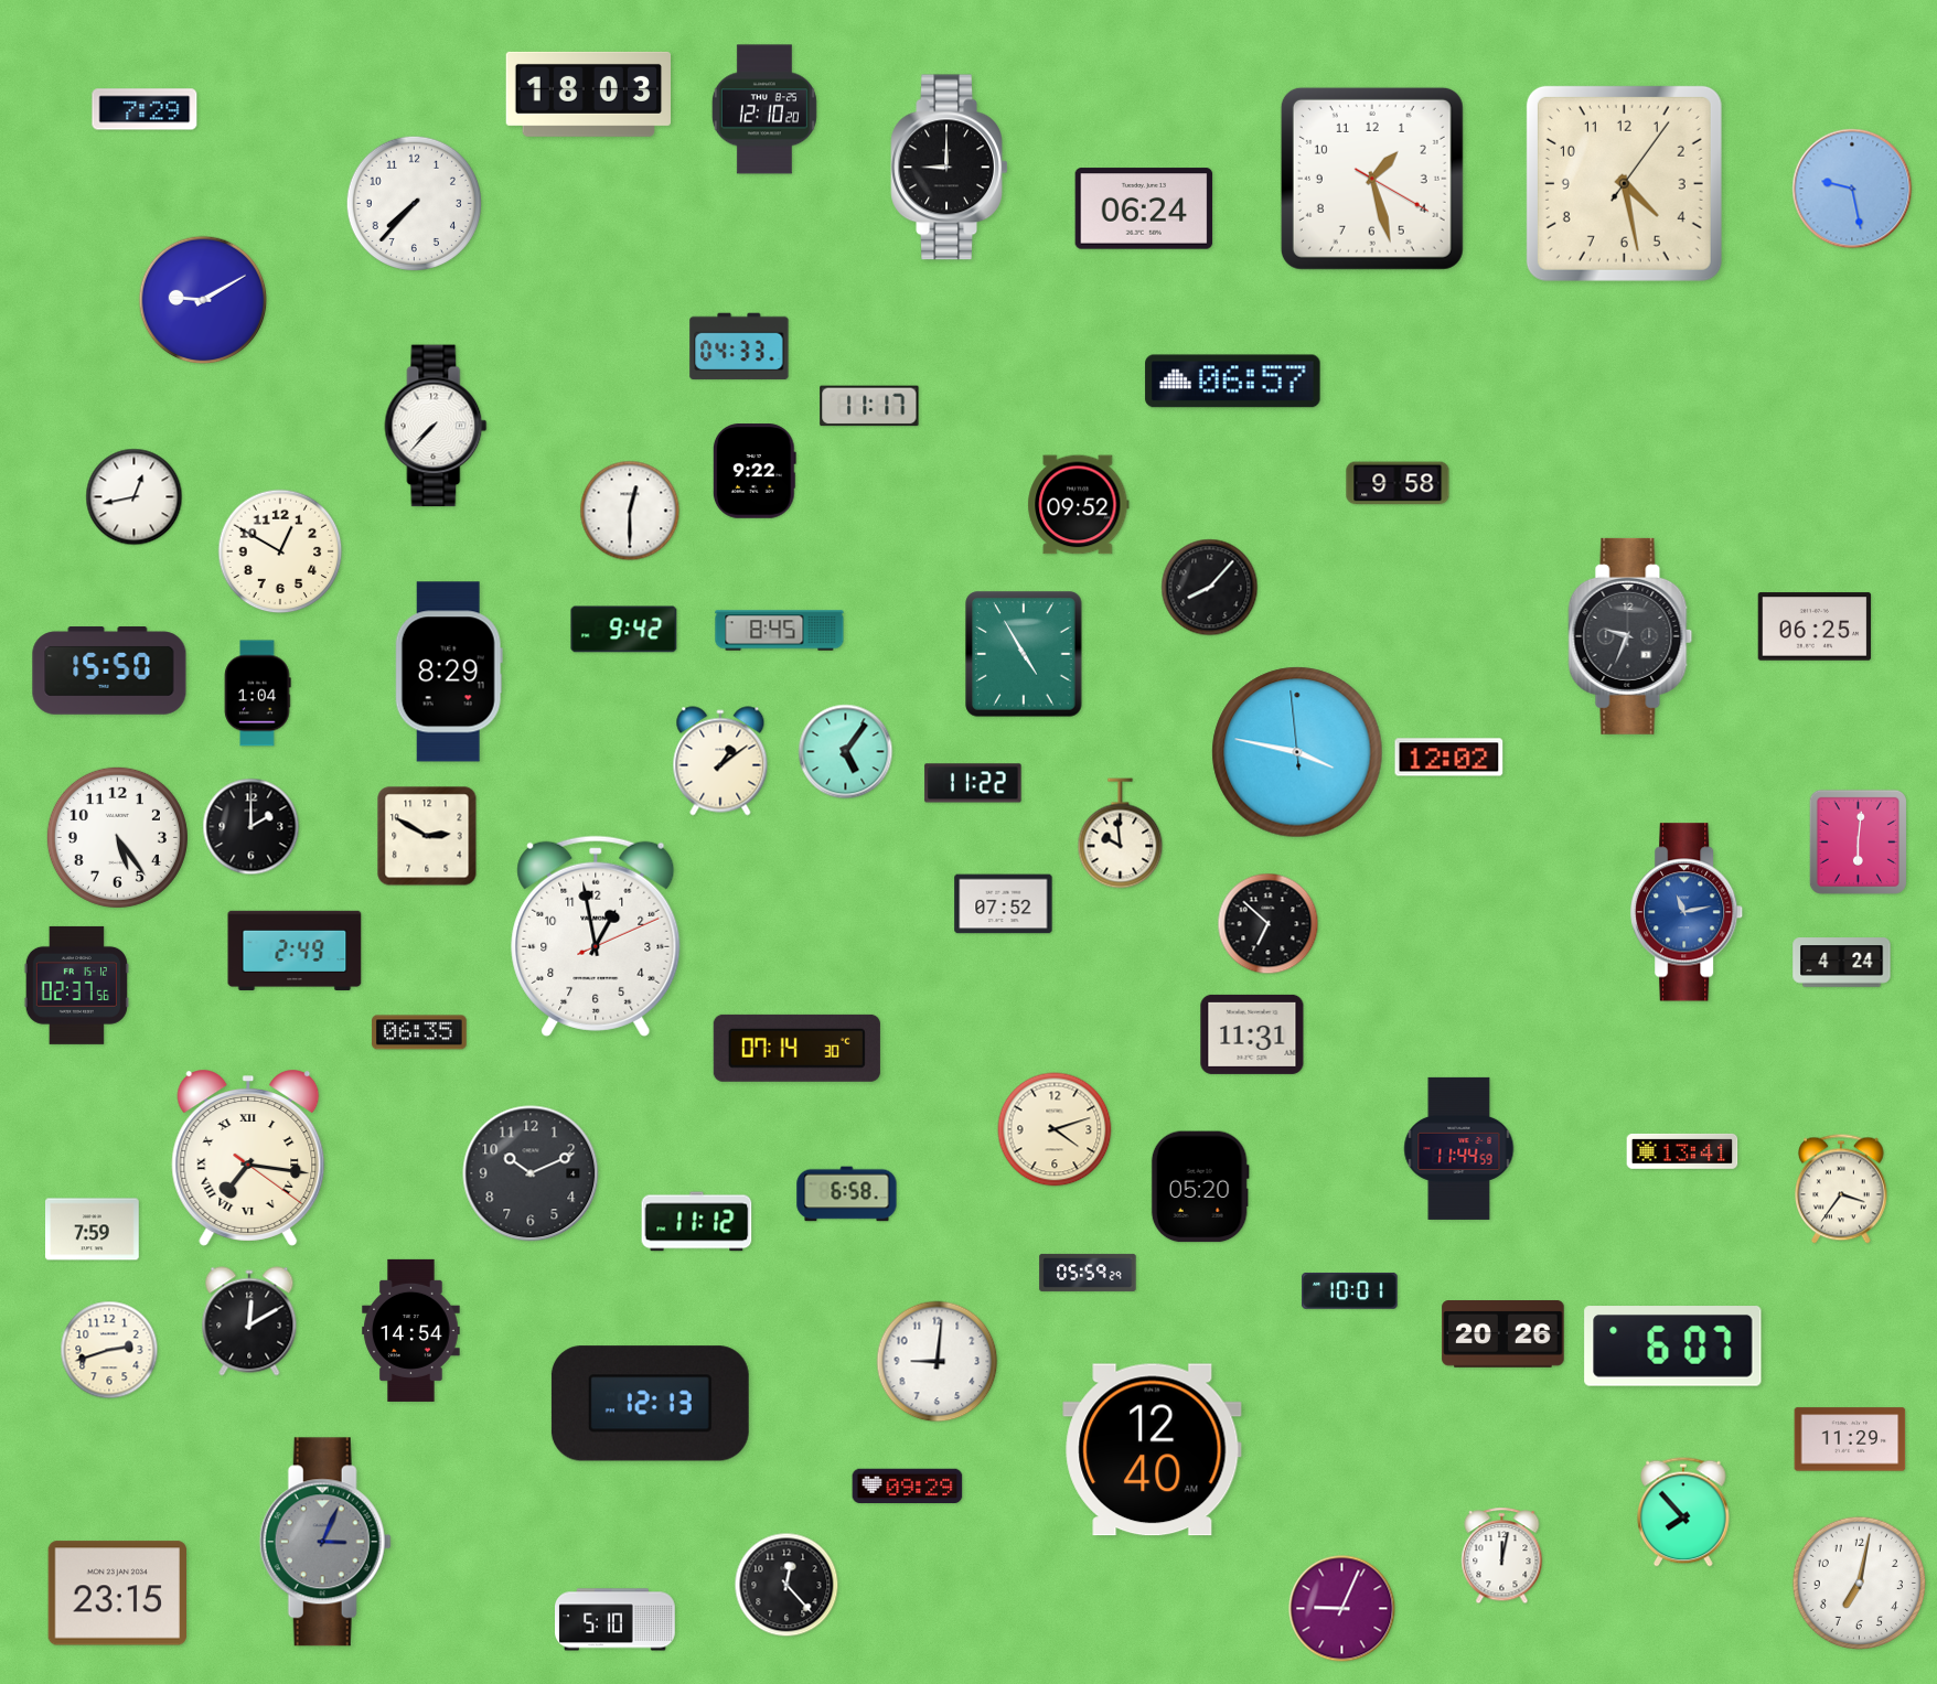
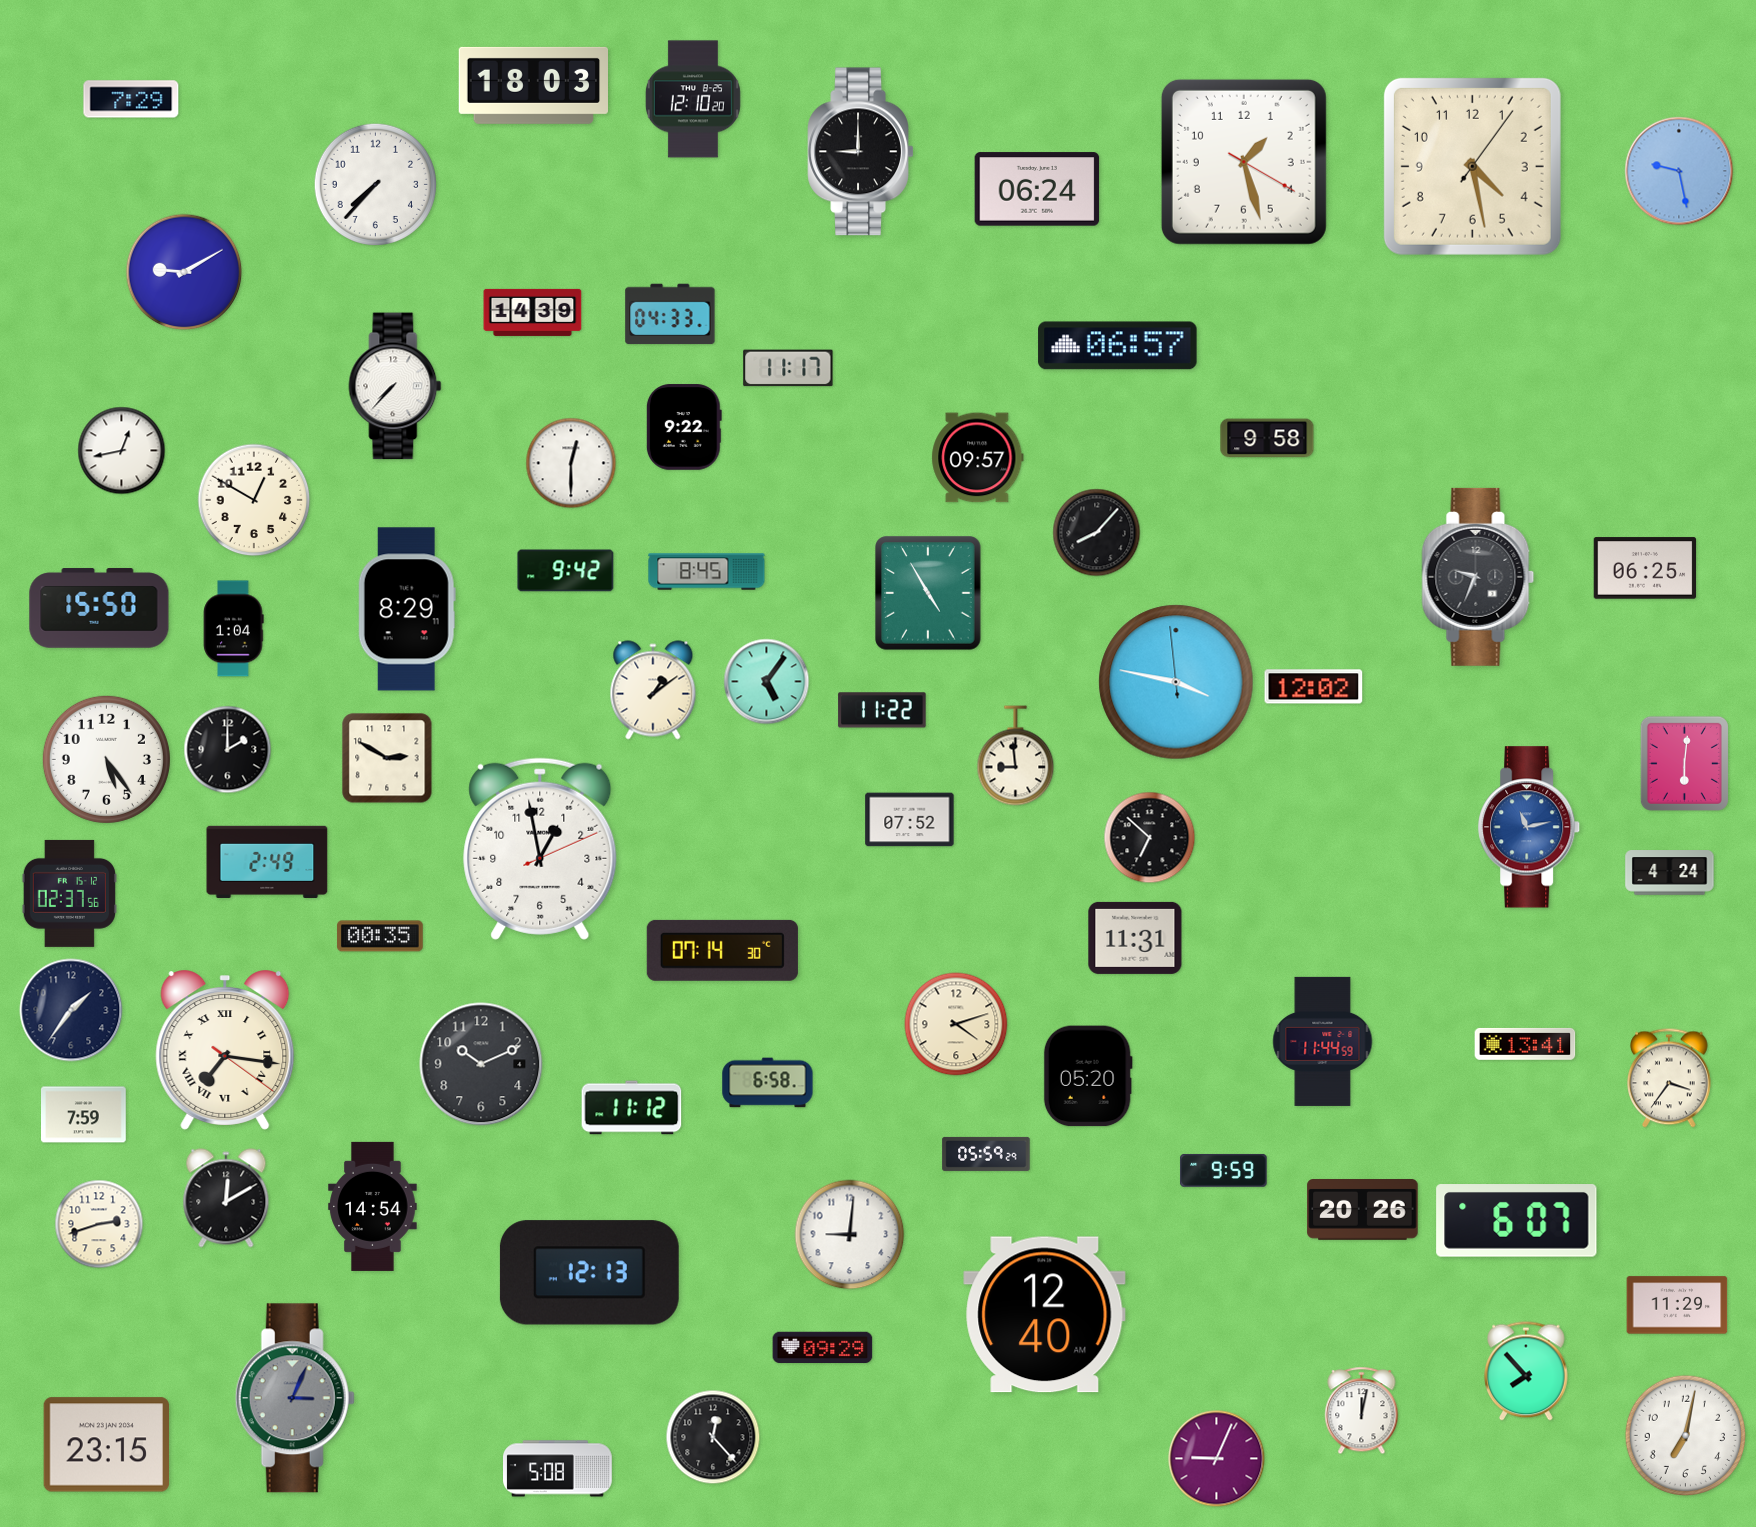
clock at (533, 312): none -> 14:39
clock at (1079, 505): 09:52 -> 09:57
clock at (1121, 834): 9:59 -> 8:59
clock at (419, 1032): 06:35 -> 00:35
clock at (71, 1010): none -> 1:36
clock at (1350, 1291): 10:01 -> 9:59
clock at (616, 1620): 5:10 -> 5:08
